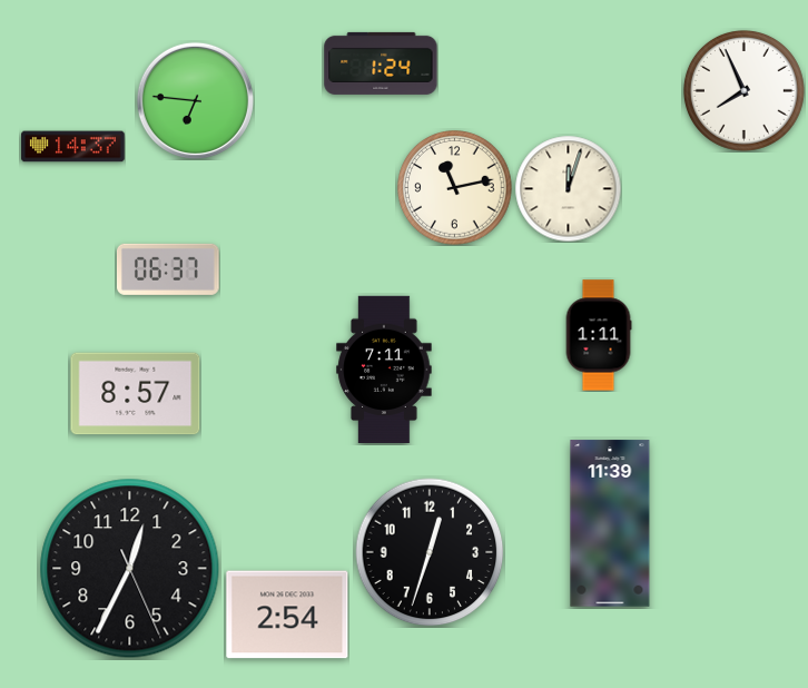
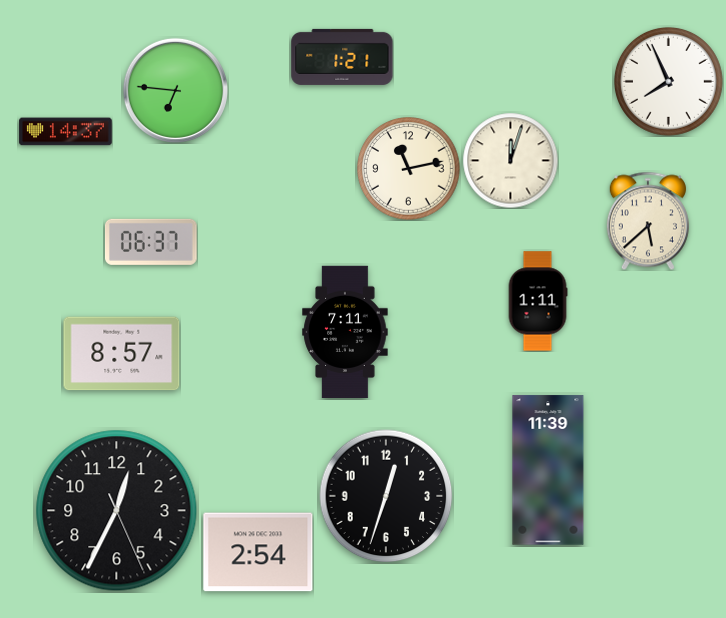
clock at (381, 63): 1:24 -> 1:21
clock at (568, 188) position: (568, 188) -> (510, 160)
clock at (648, 221): none -> 5:38
